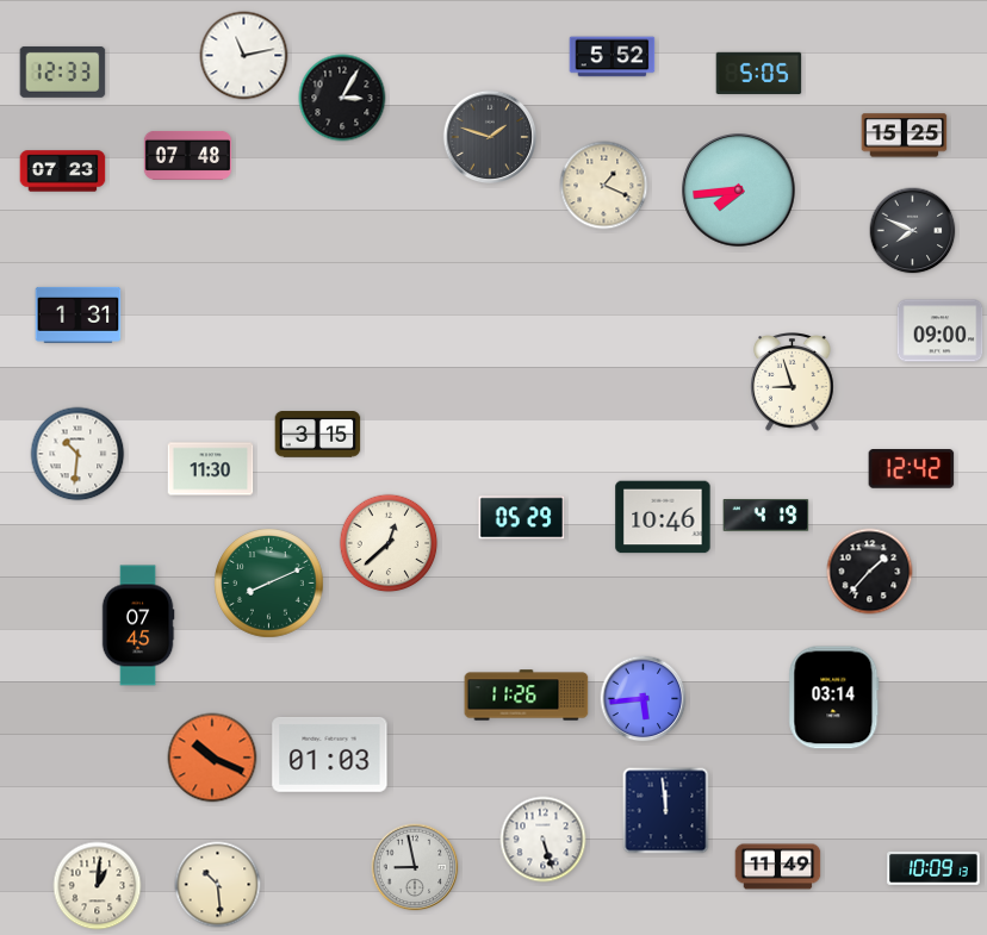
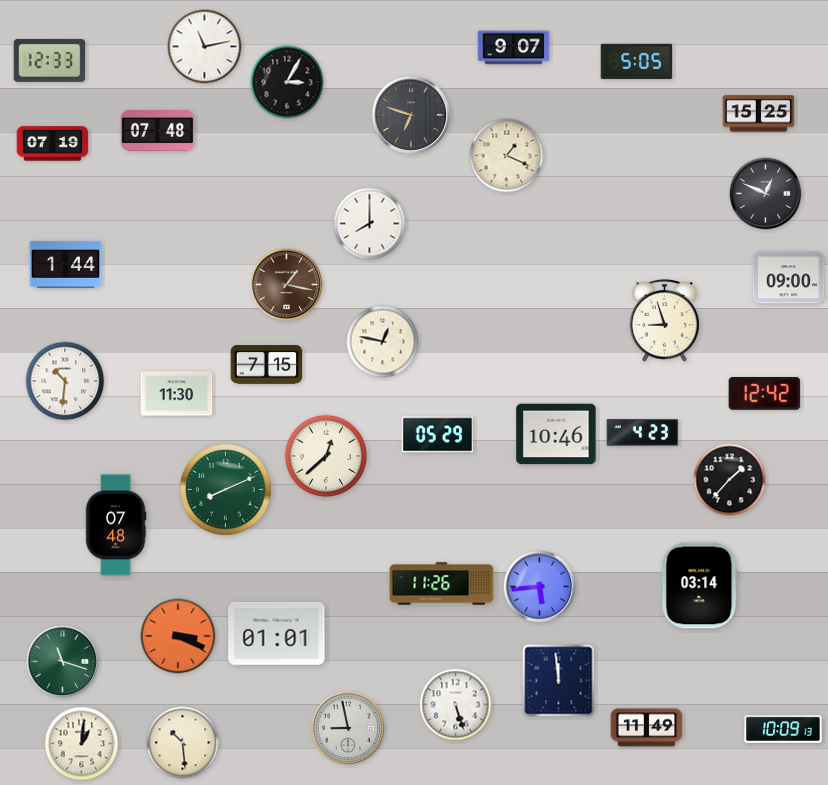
clock at (613, 57): 5:52 -> 9:07
clock at (63, 71) position: (63, 71) -> (50, 60)
clock at (490, 137): 1:48 -> 6:48
clock at (63, 172): 07:23 -> 07:19
clock at (739, 191): 7:44 -> none
clock at (913, 231): 7:49 -> 12:49
clock at (370, 224): none -> 8:00
clock at (79, 314): 1:31 -> 1:44
clock at (287, 285): none -> 1:17
clock at (383, 342): none -> 12:47
clock at (318, 435): 3:15 -> 7:15
clock at (766, 516): 4:19 -> 4:23
clock at (138, 625): 07:45 -> 07:48
clock at (330, 755): 01:03 -> 01:01
clock at (212, 758): 10:19 -> 3:19
clock at (63, 662): none -> 11:18
clock at (778, 867) position: (778, 867) -> (647, 728)
